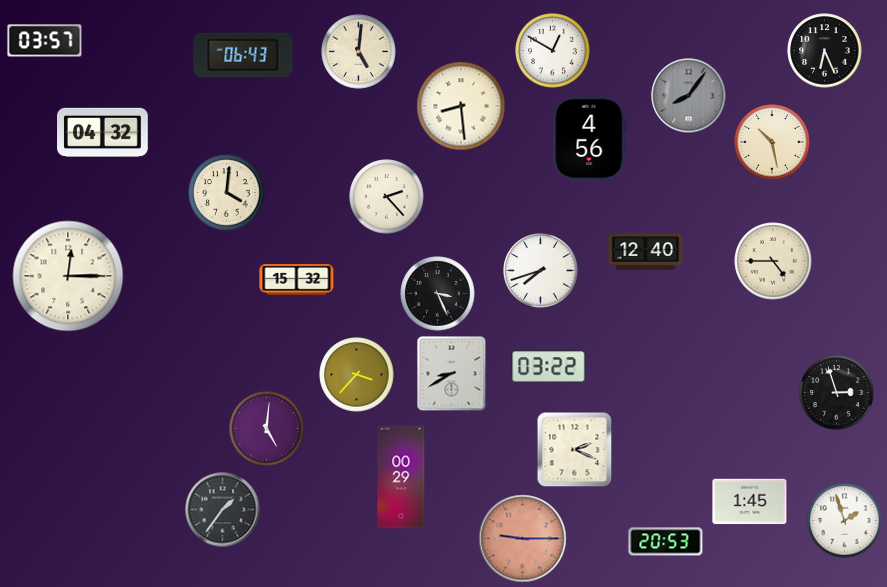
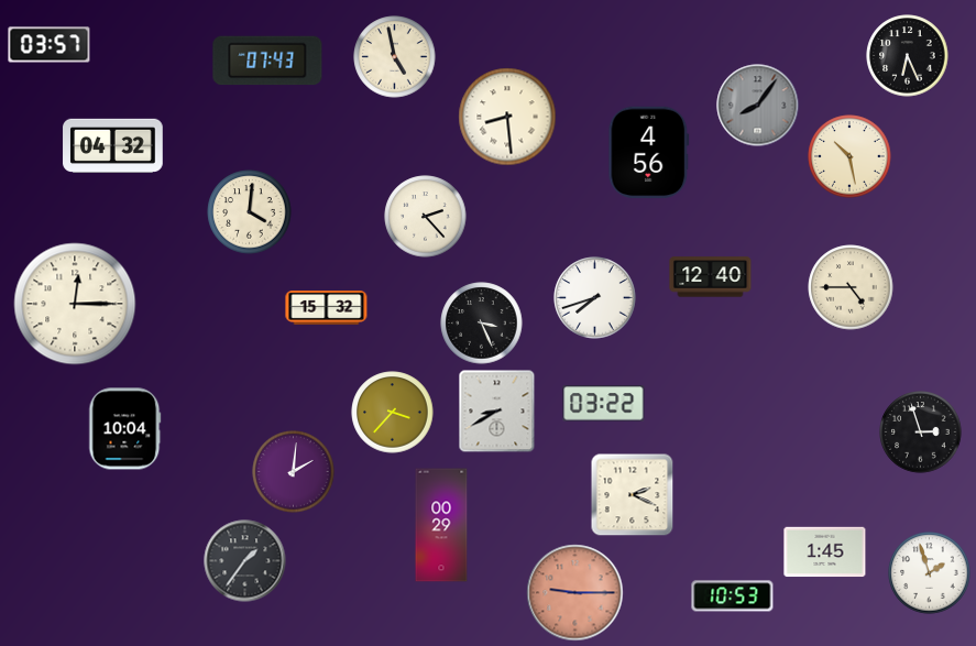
clock at (553, 51): 12:50 -> none
clock at (359, 52): 5:01 -> 4:58
clock at (243, 55): 06:43 -> 07:43
clock at (125, 429): none -> 10:04
clock at (267, 429): 5:01 -> 2:01
clock at (666, 542): 20:53 -> 10:53
